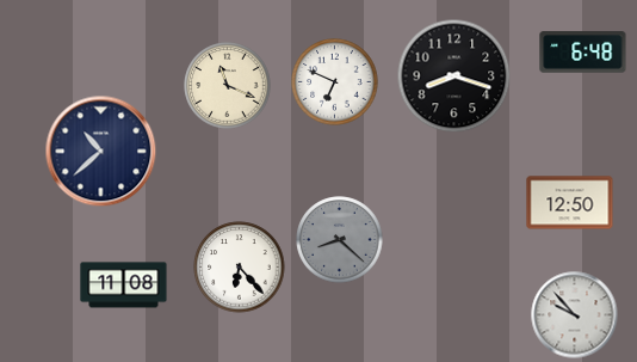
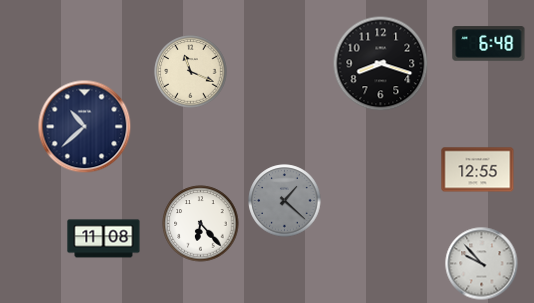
clock at (335, 82): 6:49 -> none
clock at (570, 203): 12:50 -> 12:55
clock at (340, 240): 8:22 -> 1:22
